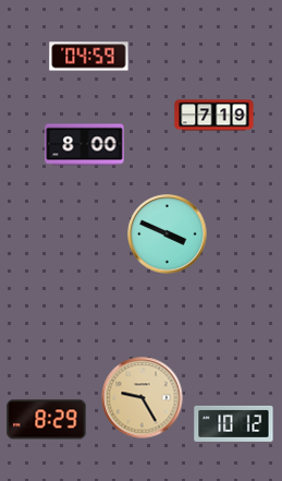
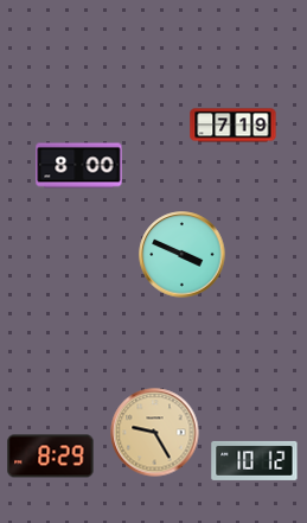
clock at (89, 57): 04:59 -> none
clock at (85, 145) position: (85, 145) -> (79, 166)
